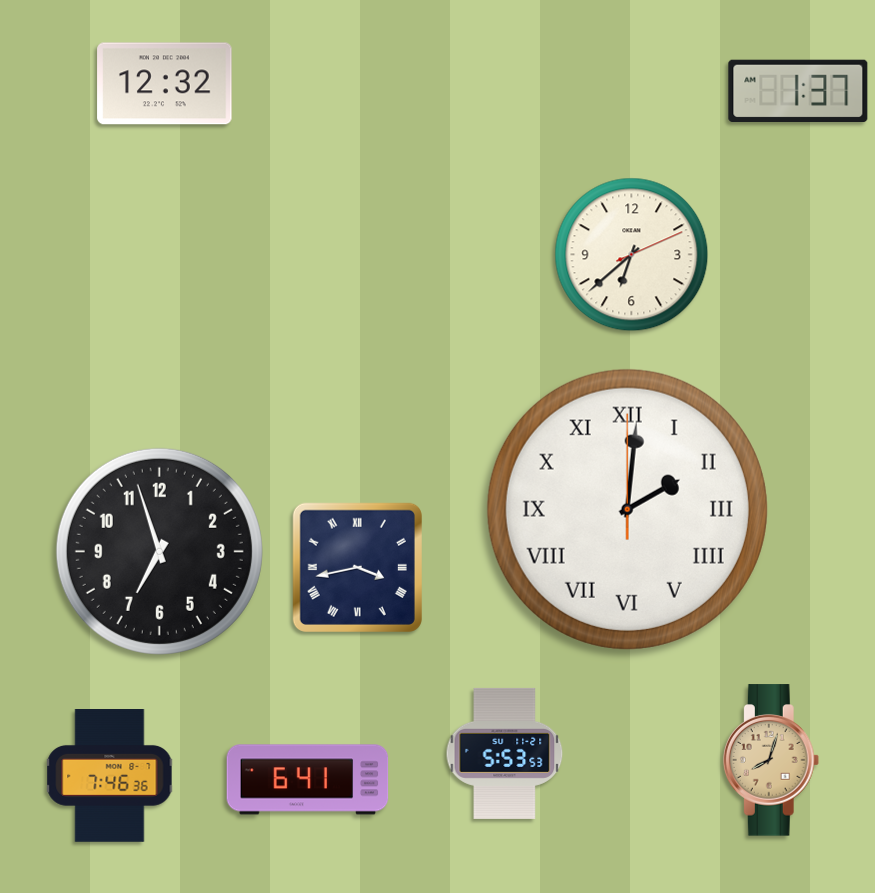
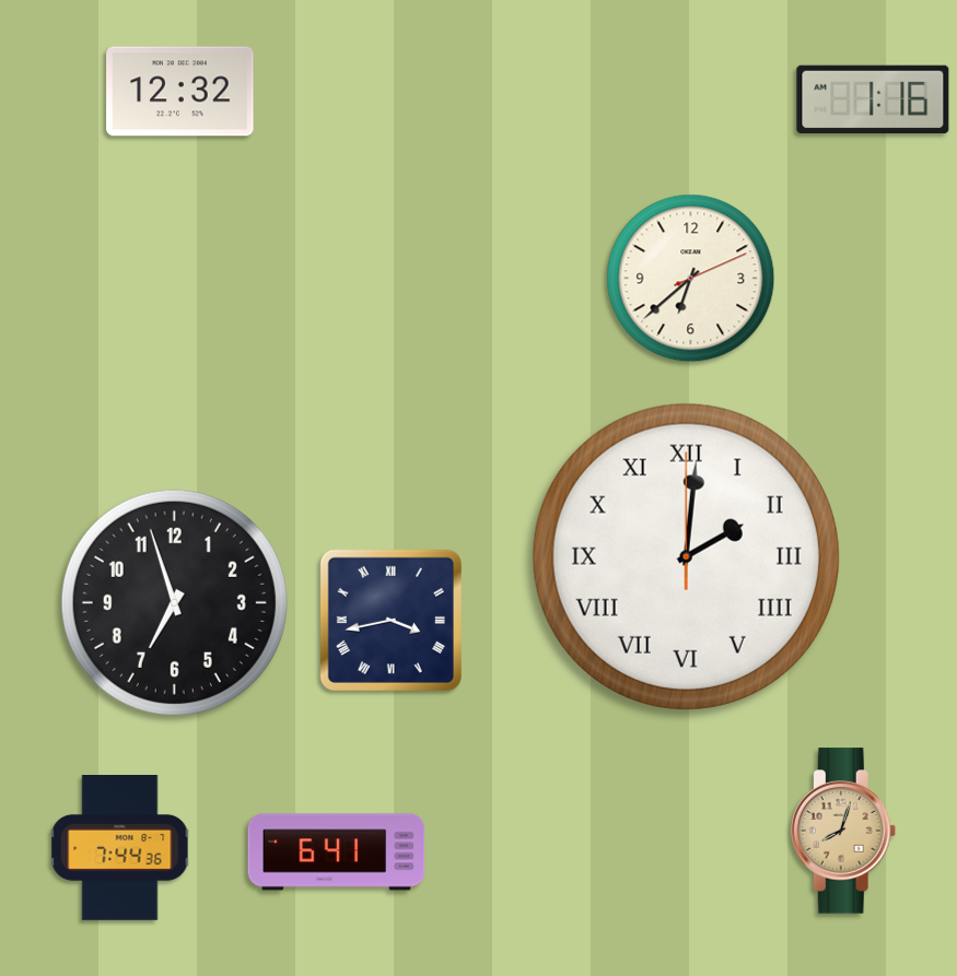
clock at (798, 90): 1:37 -> 1:16
clock at (505, 753): 5:53 -> none
clock at (110, 776): 7:46 -> 7:44
